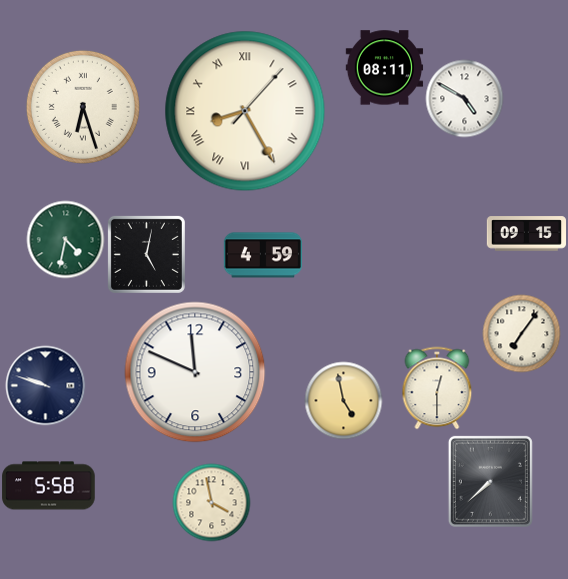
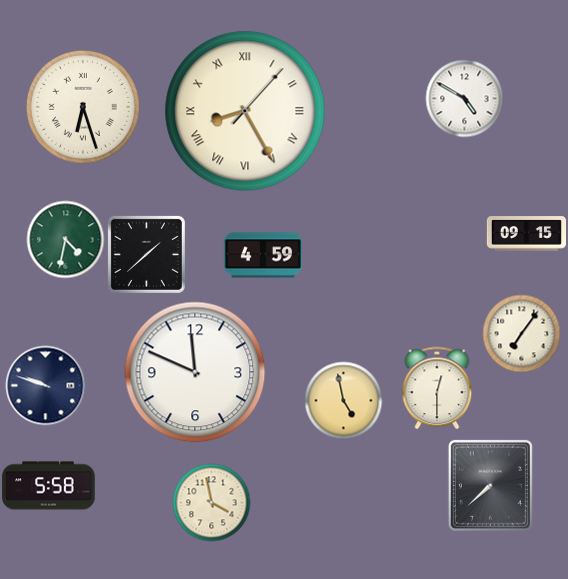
clock at (384, 68): 08:11 -> none
clock at (146, 254): 5:02 -> 1:38
clock at (490, 481) position: (490, 481) -> (490, 485)
